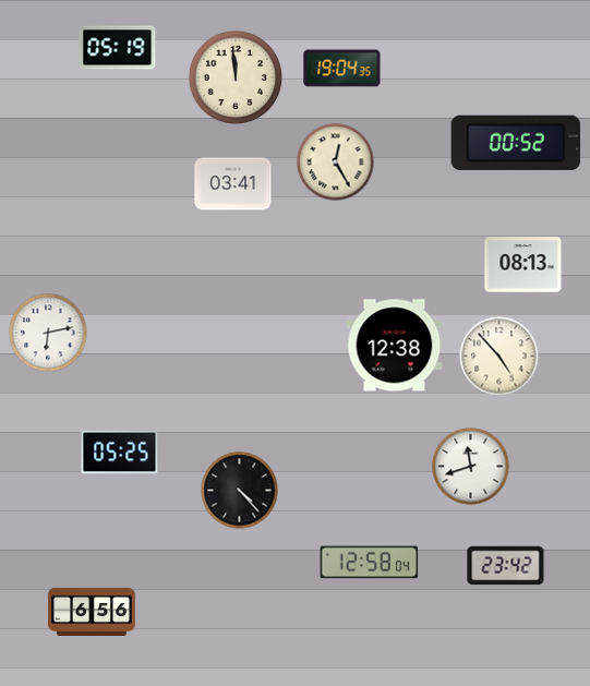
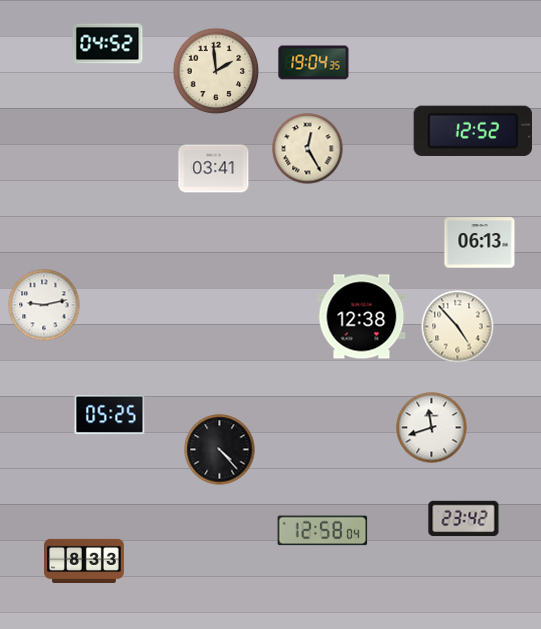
clock at (118, 48): 05:19 -> 04:52
clock at (236, 77): 11:59 -> 1:59
clock at (515, 143): 00:52 -> 12:52
clock at (523, 265): 08:13 -> 06:13
clock at (48, 333): 6:13 -> 9:13
clock at (370, 563) position: (370, 563) -> (323, 531)
clock at (92, 611): 6:56 -> 8:33
